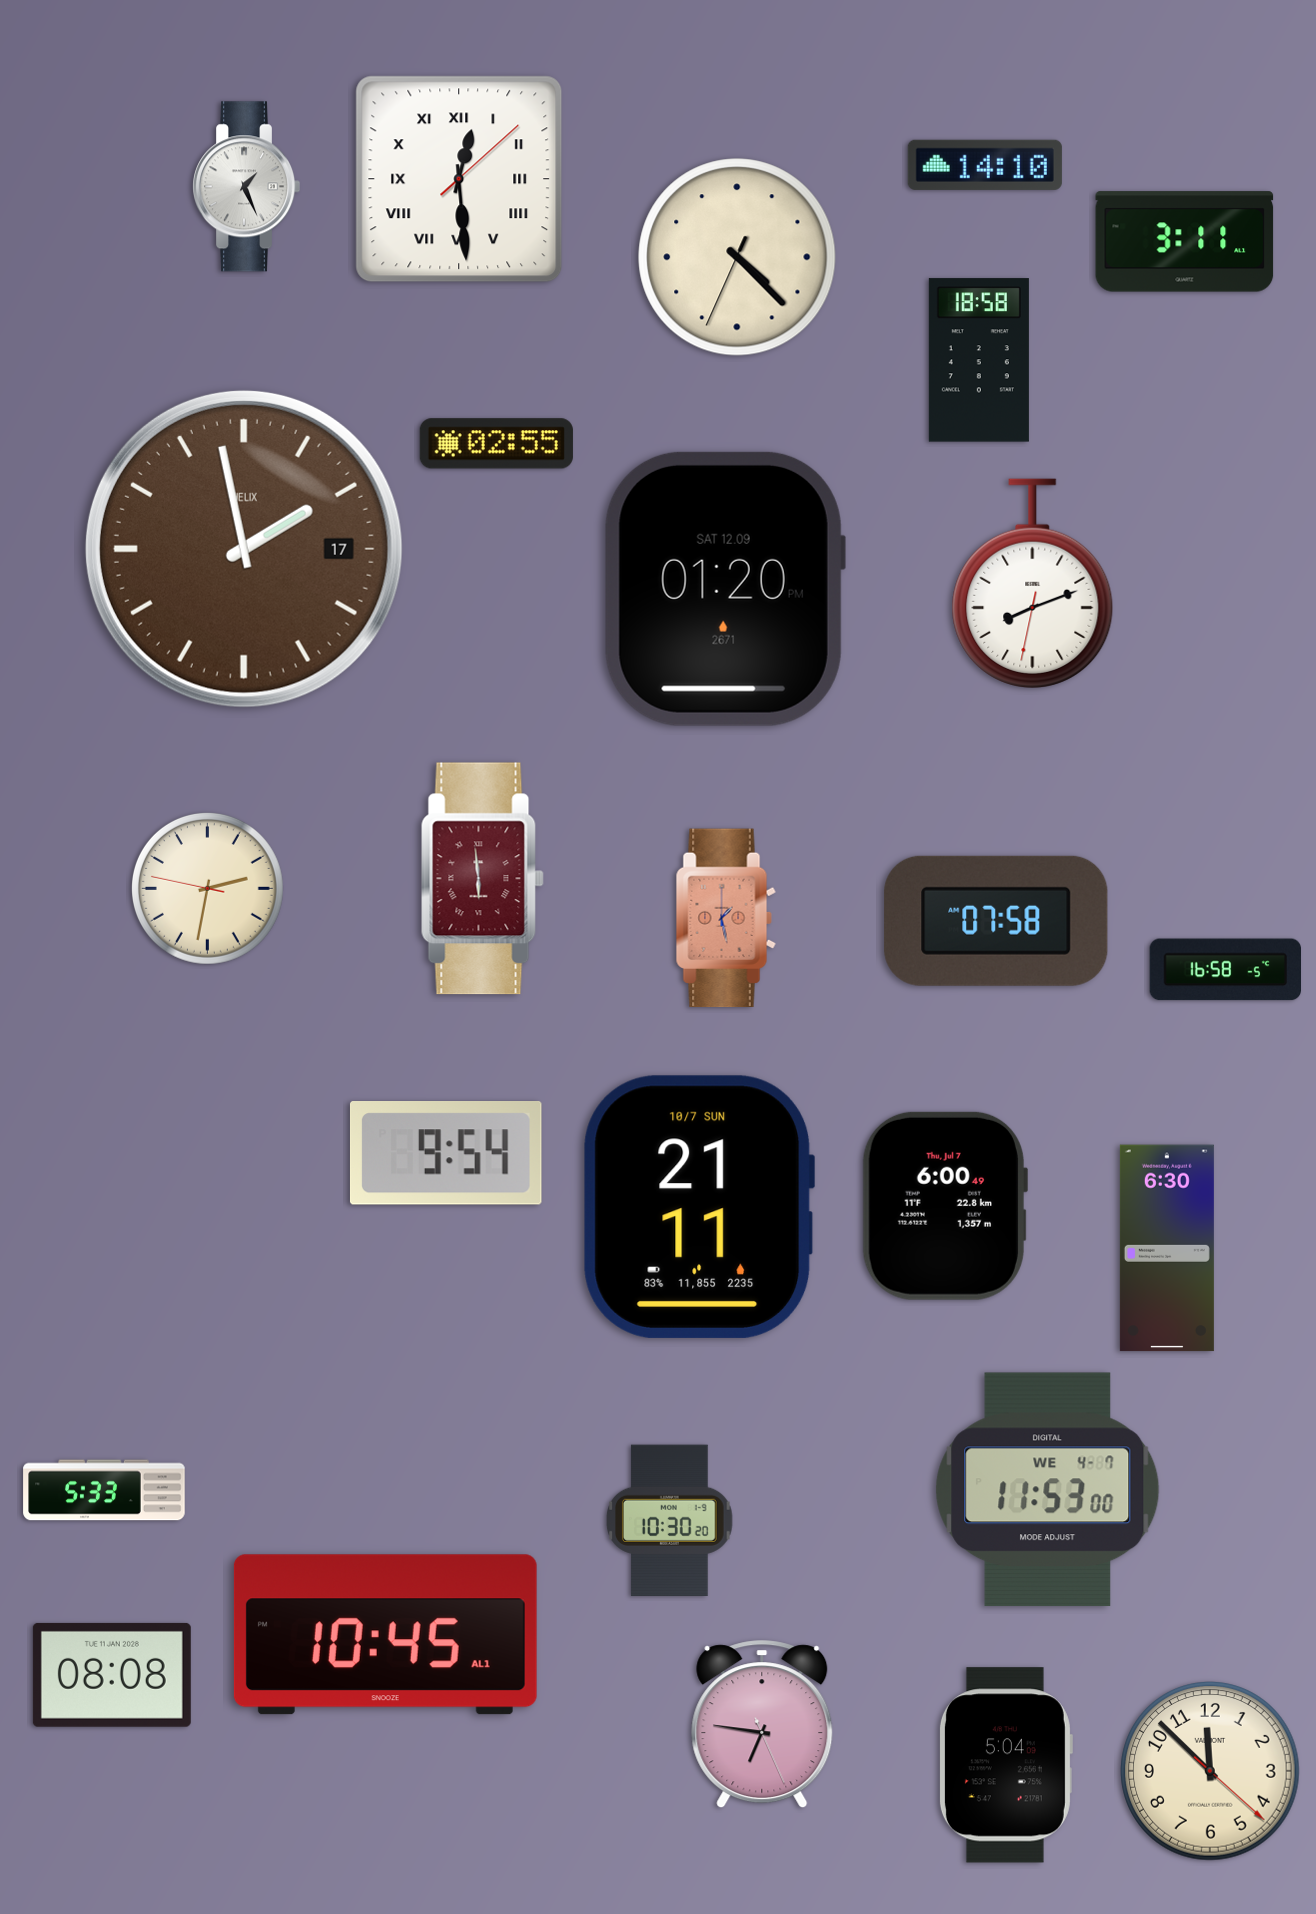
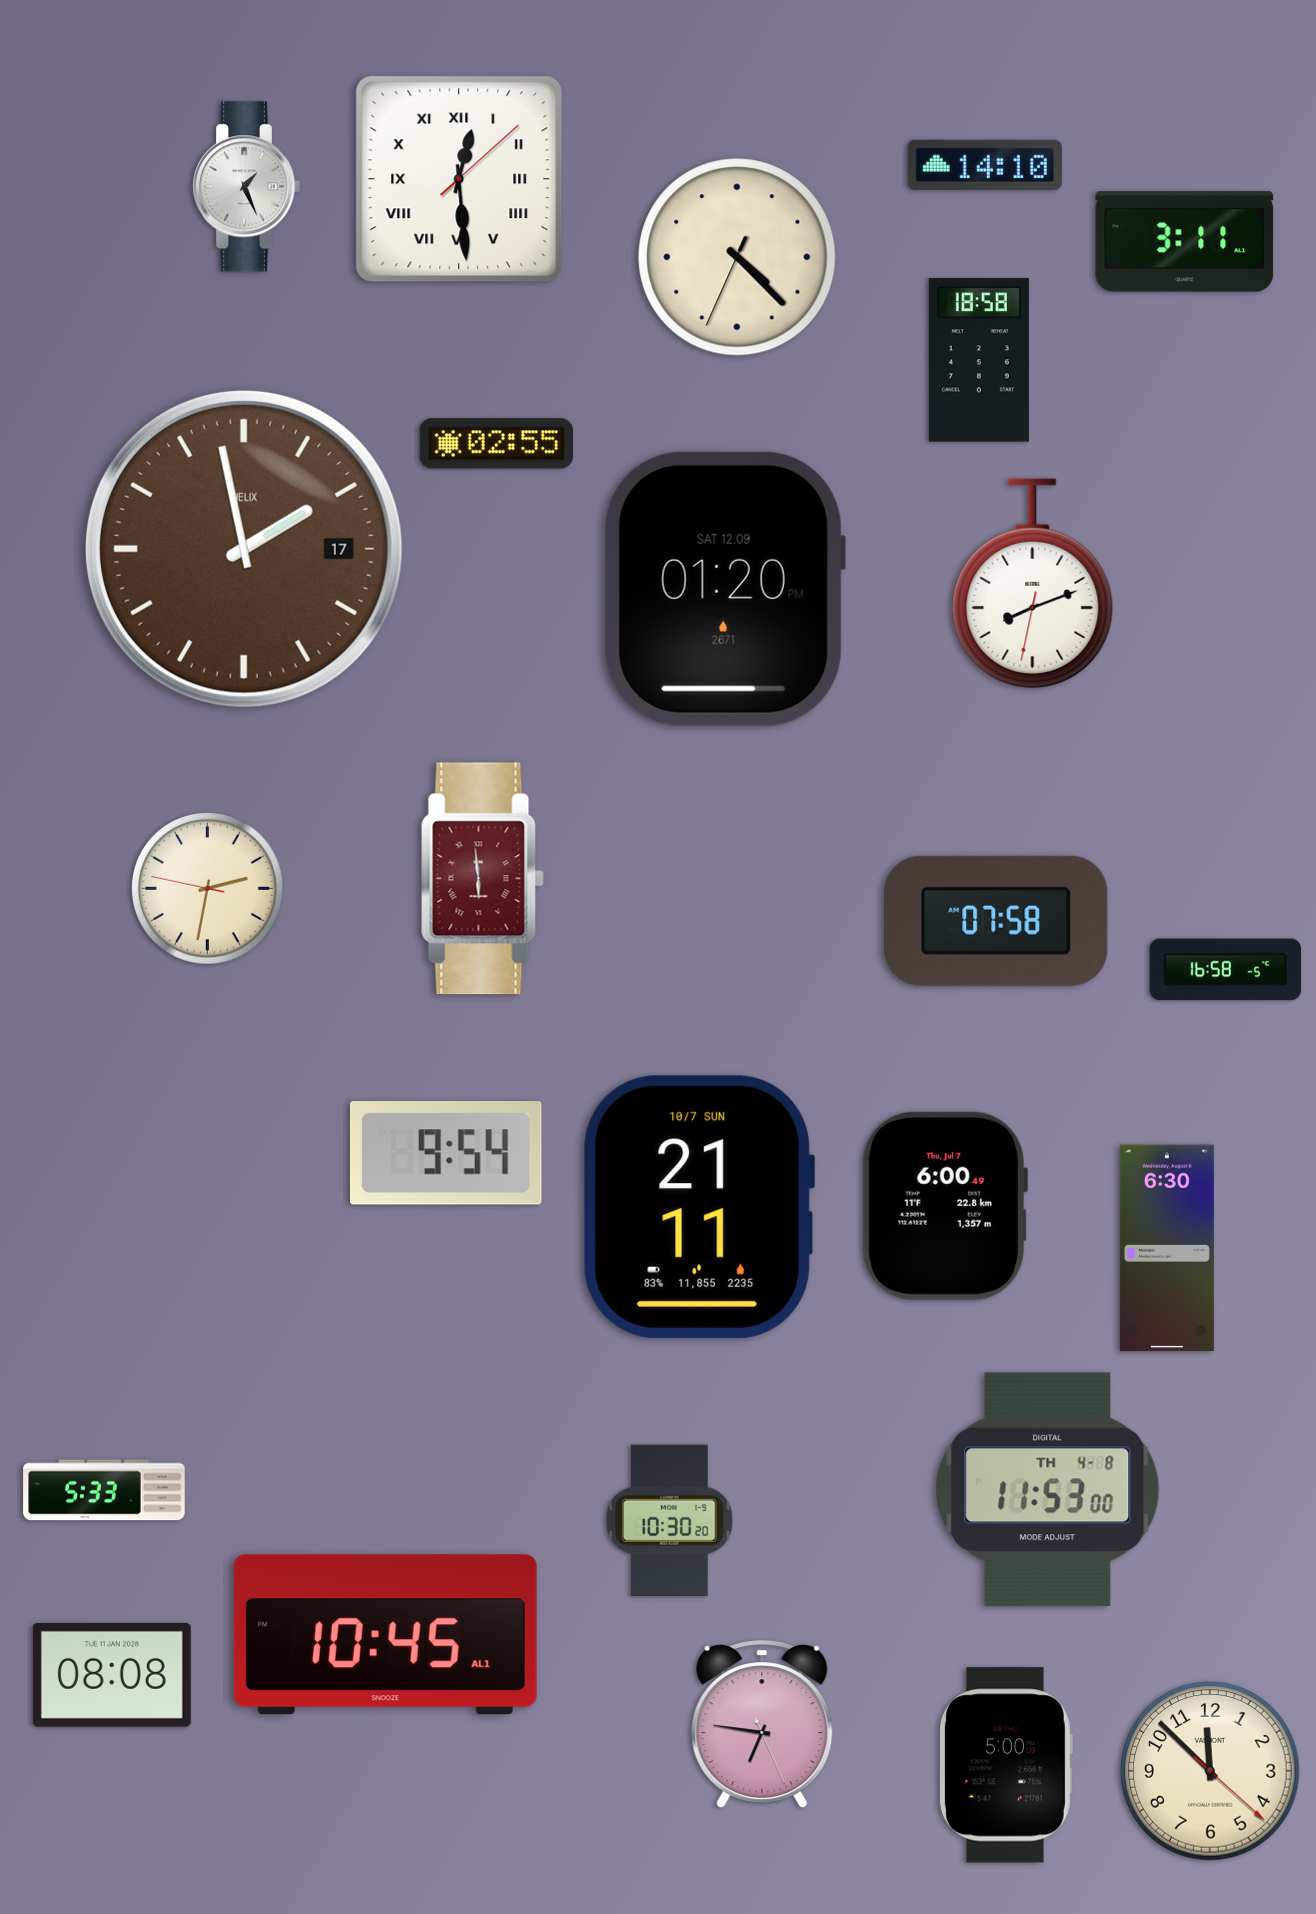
clock at (726, 918): 1:28 -> none
clock at (1048, 1490) date: WE 4-7 -> TH 4-8
clock at (1005, 1765): 5:04 -> 5:00
